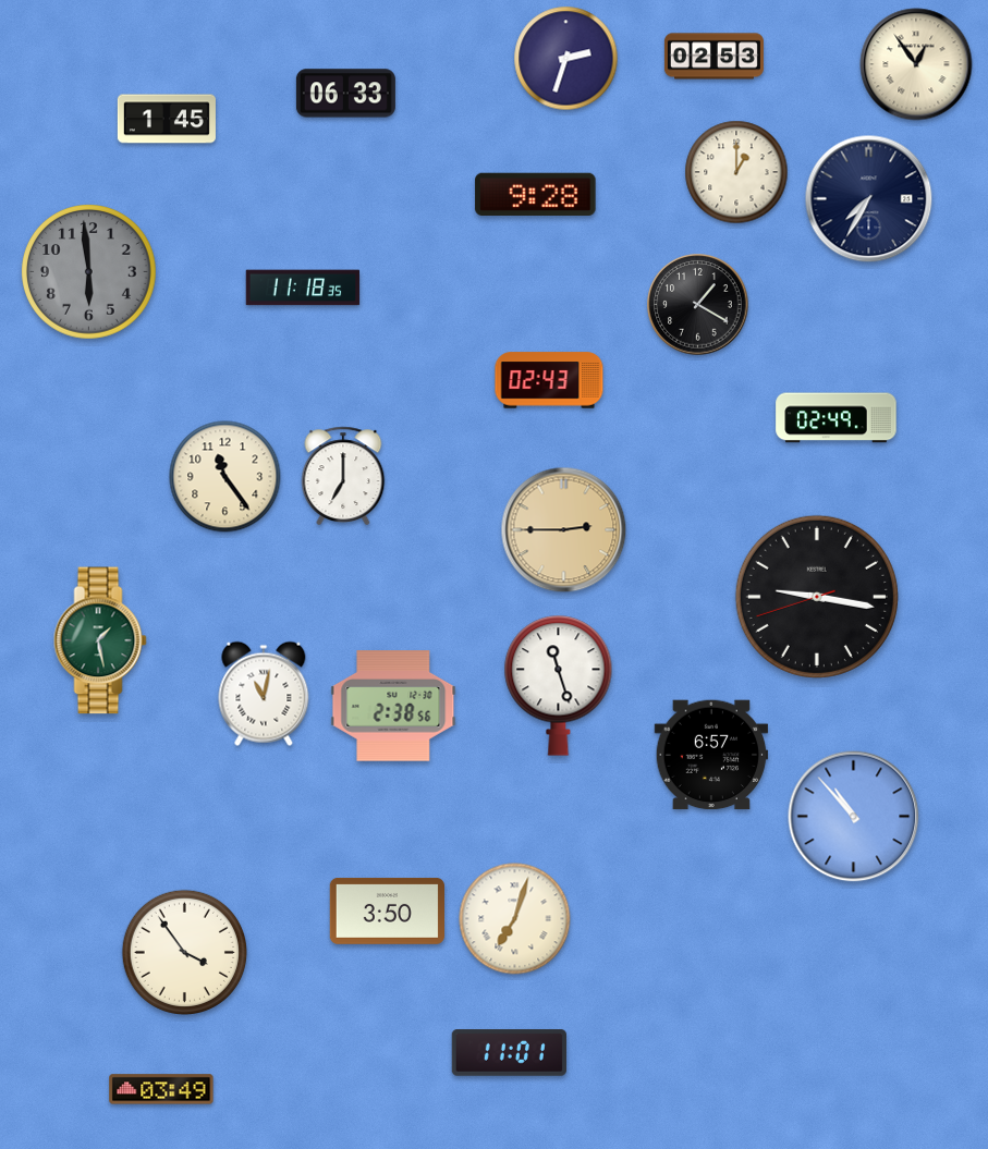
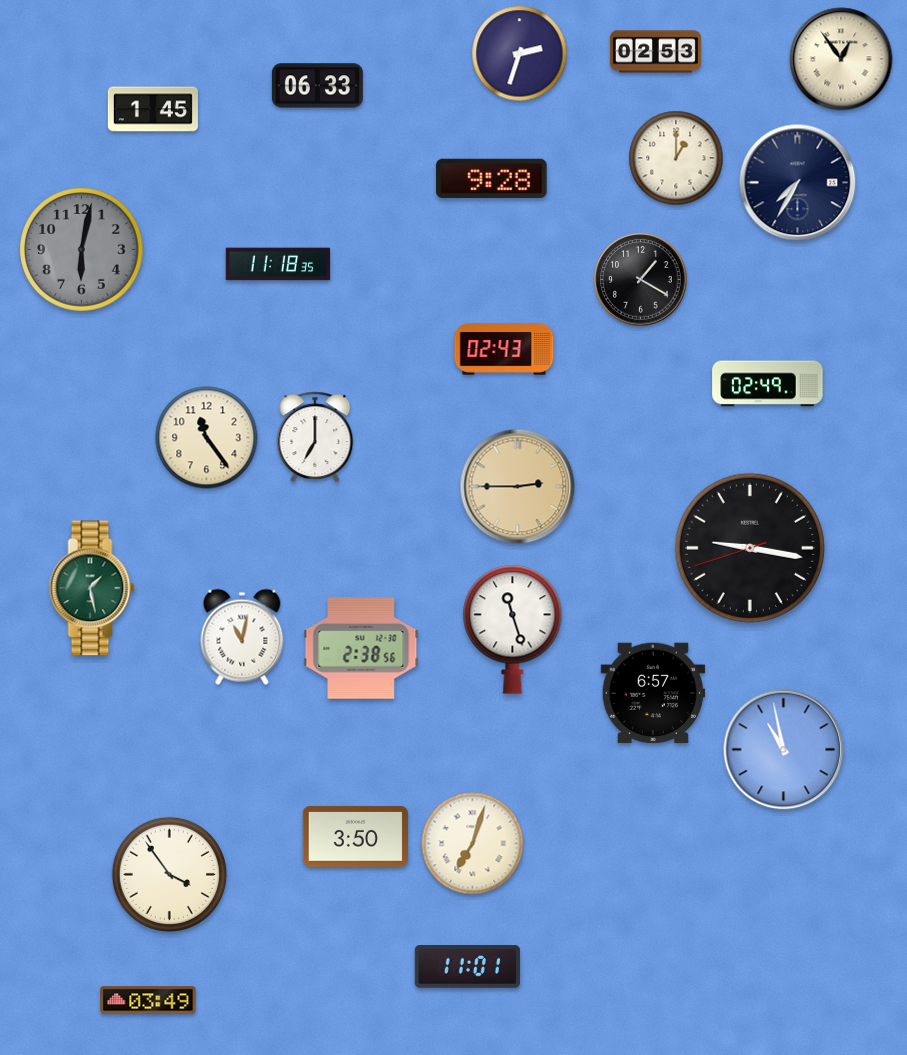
clock at (89, 272): 5:59 -> 6:02
clock at (854, 817): 10:53 -> 10:58
